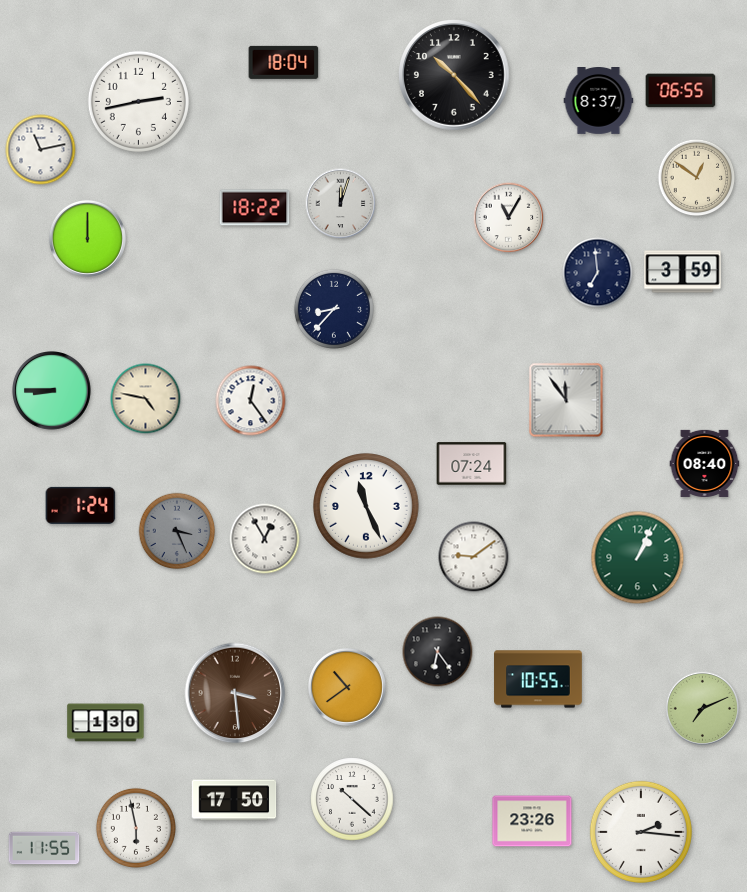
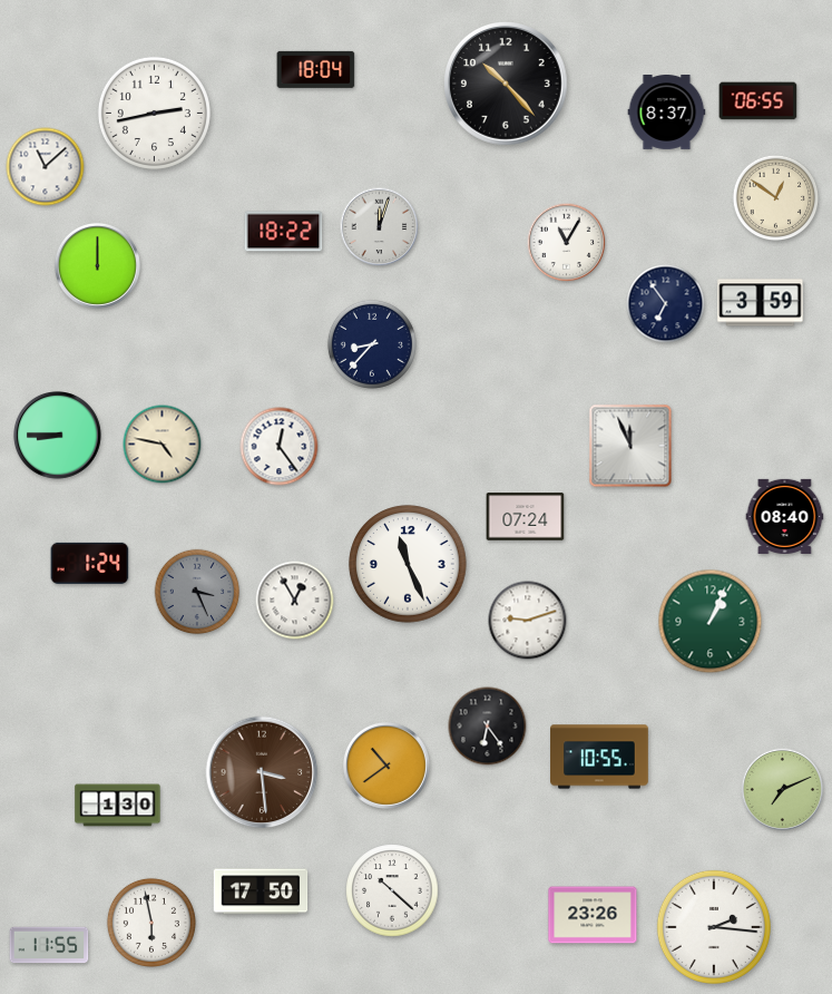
clock at (41, 150): 11:13 -> 11:08
clock at (598, 273): 6:59 -> 6:54
clock at (566, 400): 11:54 -> 11:56
clock at (474, 557): 9:09 -> 9:12
